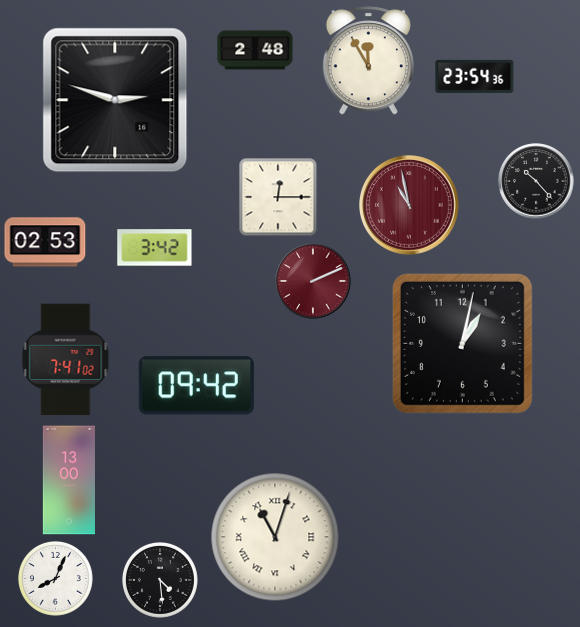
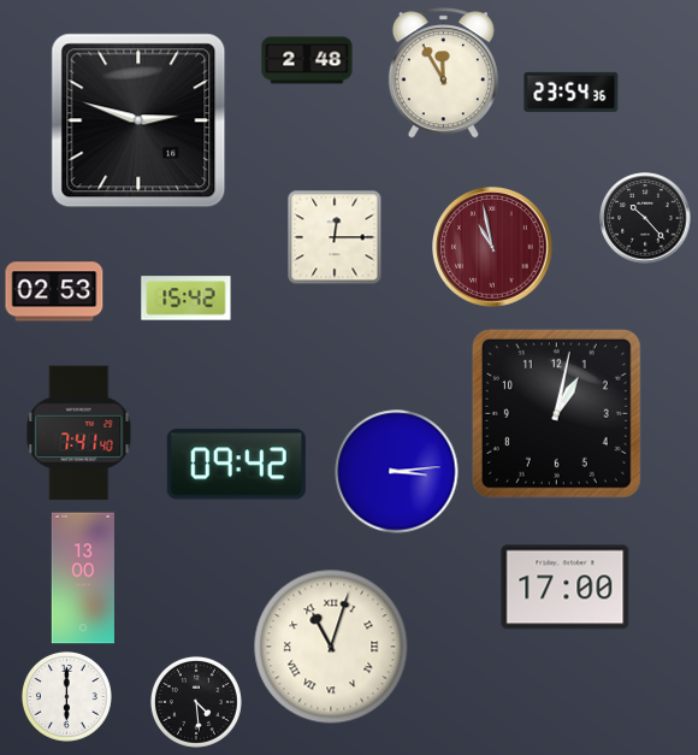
clock at (155, 248): 3:42 -> 15:42
clock at (313, 281): 2:11 -> none
clock at (66, 360): 7:41:02 -> 7:41:40
clock at (397, 472): none -> 3:14
clock at (566, 588): none -> 17:00
clock at (55, 578): 8:04 -> 6:00
clock at (160, 580) position: (160, 580) -> (196, 702)
